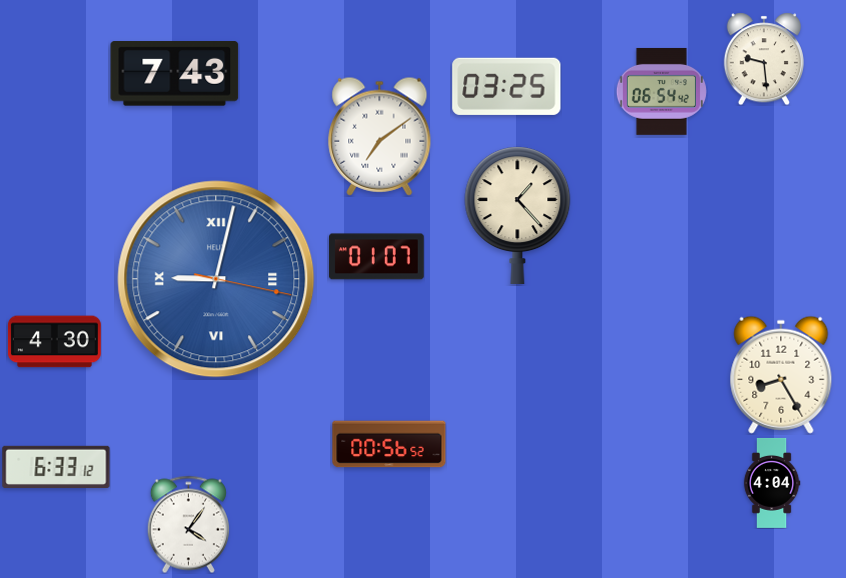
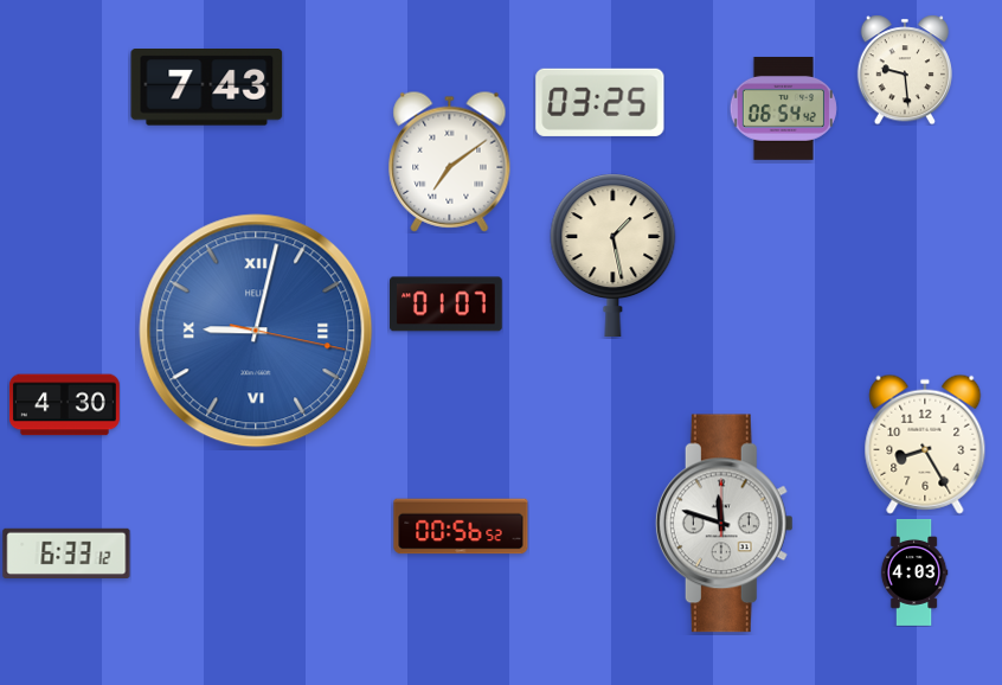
clock at (518, 215): 1:23 -> 1:28
clock at (724, 524): none -> 11:48
clock at (772, 483): 4:04 -> 4:03
clock at (188, 524): 4:06 -> none
